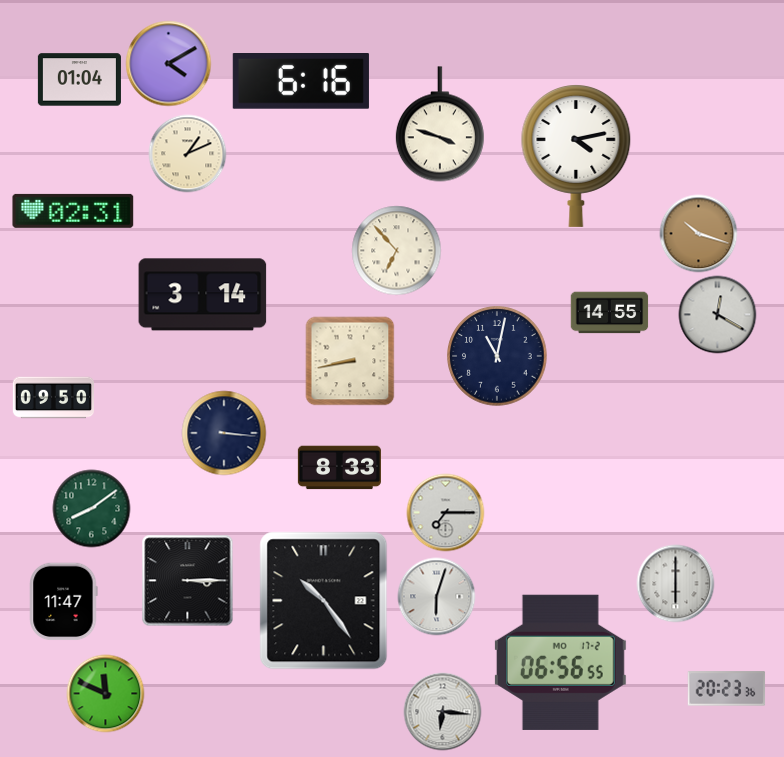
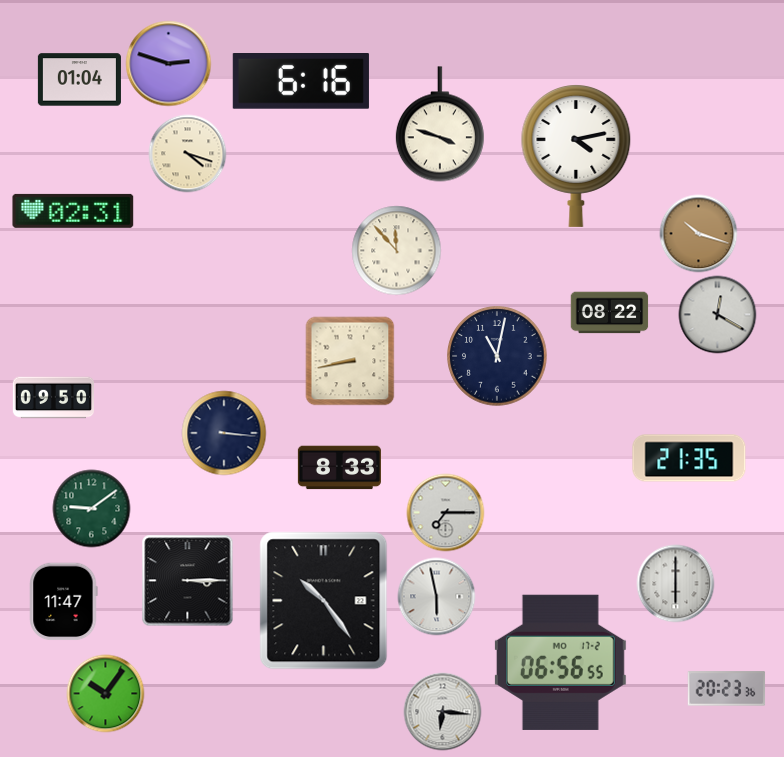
clock at (168, 63): 4:10 -> 2:48
clock at (187, 153): 1:11 -> 4:18
clock at (396, 250): 6:53 -> 11:53
clock at (203, 295): 3:14 -> none
clock at (609, 313): 14:55 -> 08:22
clock at (689, 458): none -> 21:35
clock at (91, 508): 8:09 -> 9:09
clock at (436, 596): 6:03 -> 5:58
clock at (105, 693): 11:49 -> 10:06
